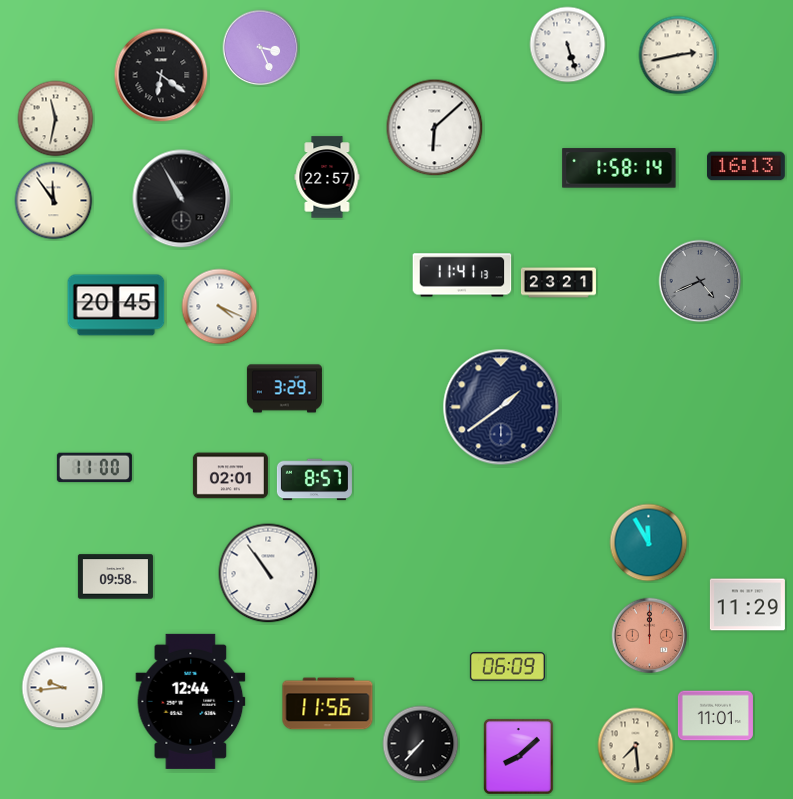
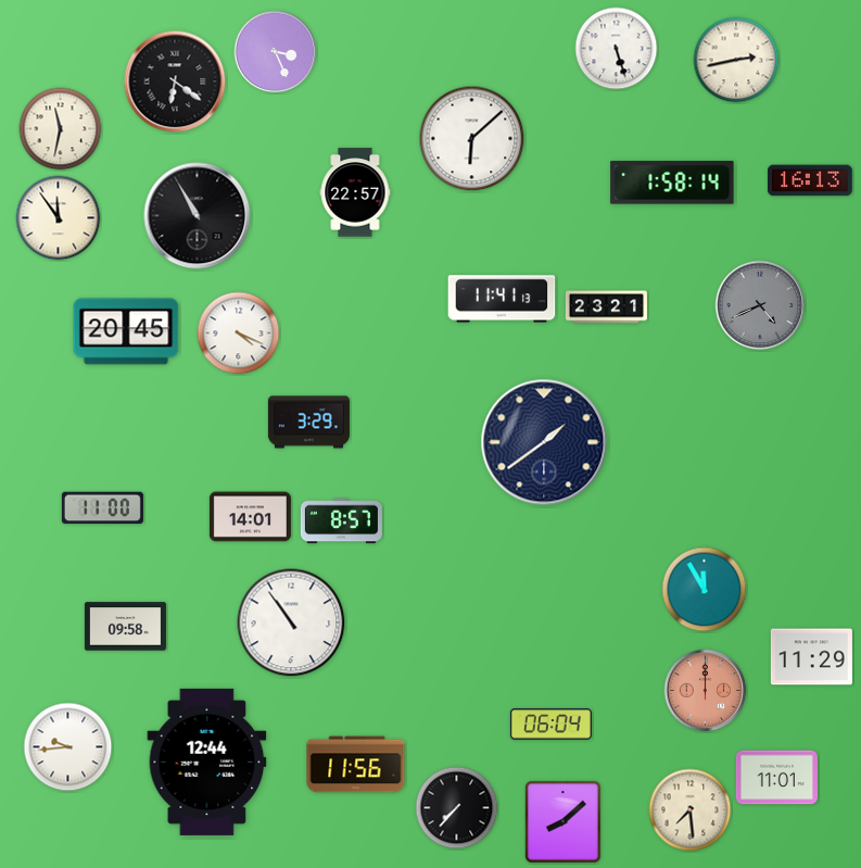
clock at (261, 48) position: (261, 48) -> (276, 52)
clock at (230, 476): 02:01 -> 14:01
clock at (507, 667): 06:09 -> 06:04
